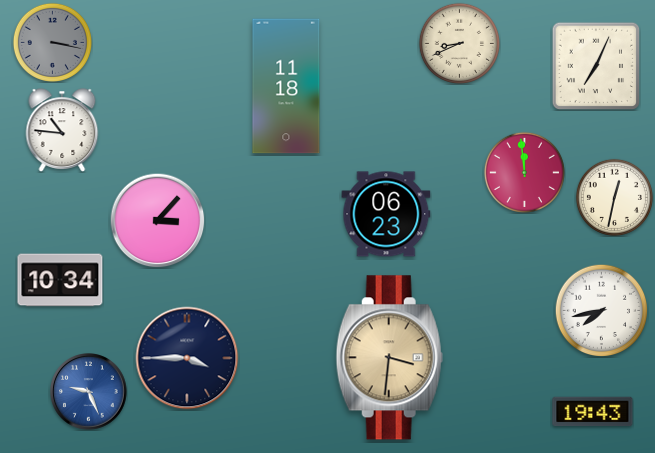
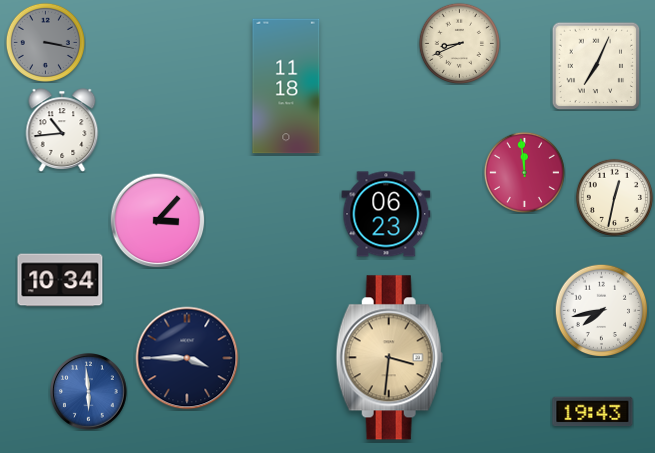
clock at (52, 42) position: (52, 42) -> (45, 42)
clock at (62, 130): 10:46 -> 10:44
clock at (89, 392): 9:26 -> 5:59
